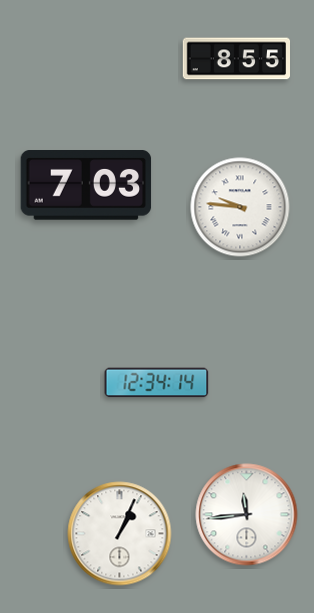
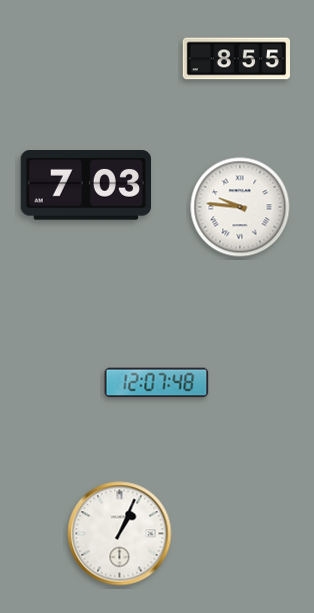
clock at (157, 383): 12:34 -> 12:07
clock at (247, 515): 11:44 -> none
